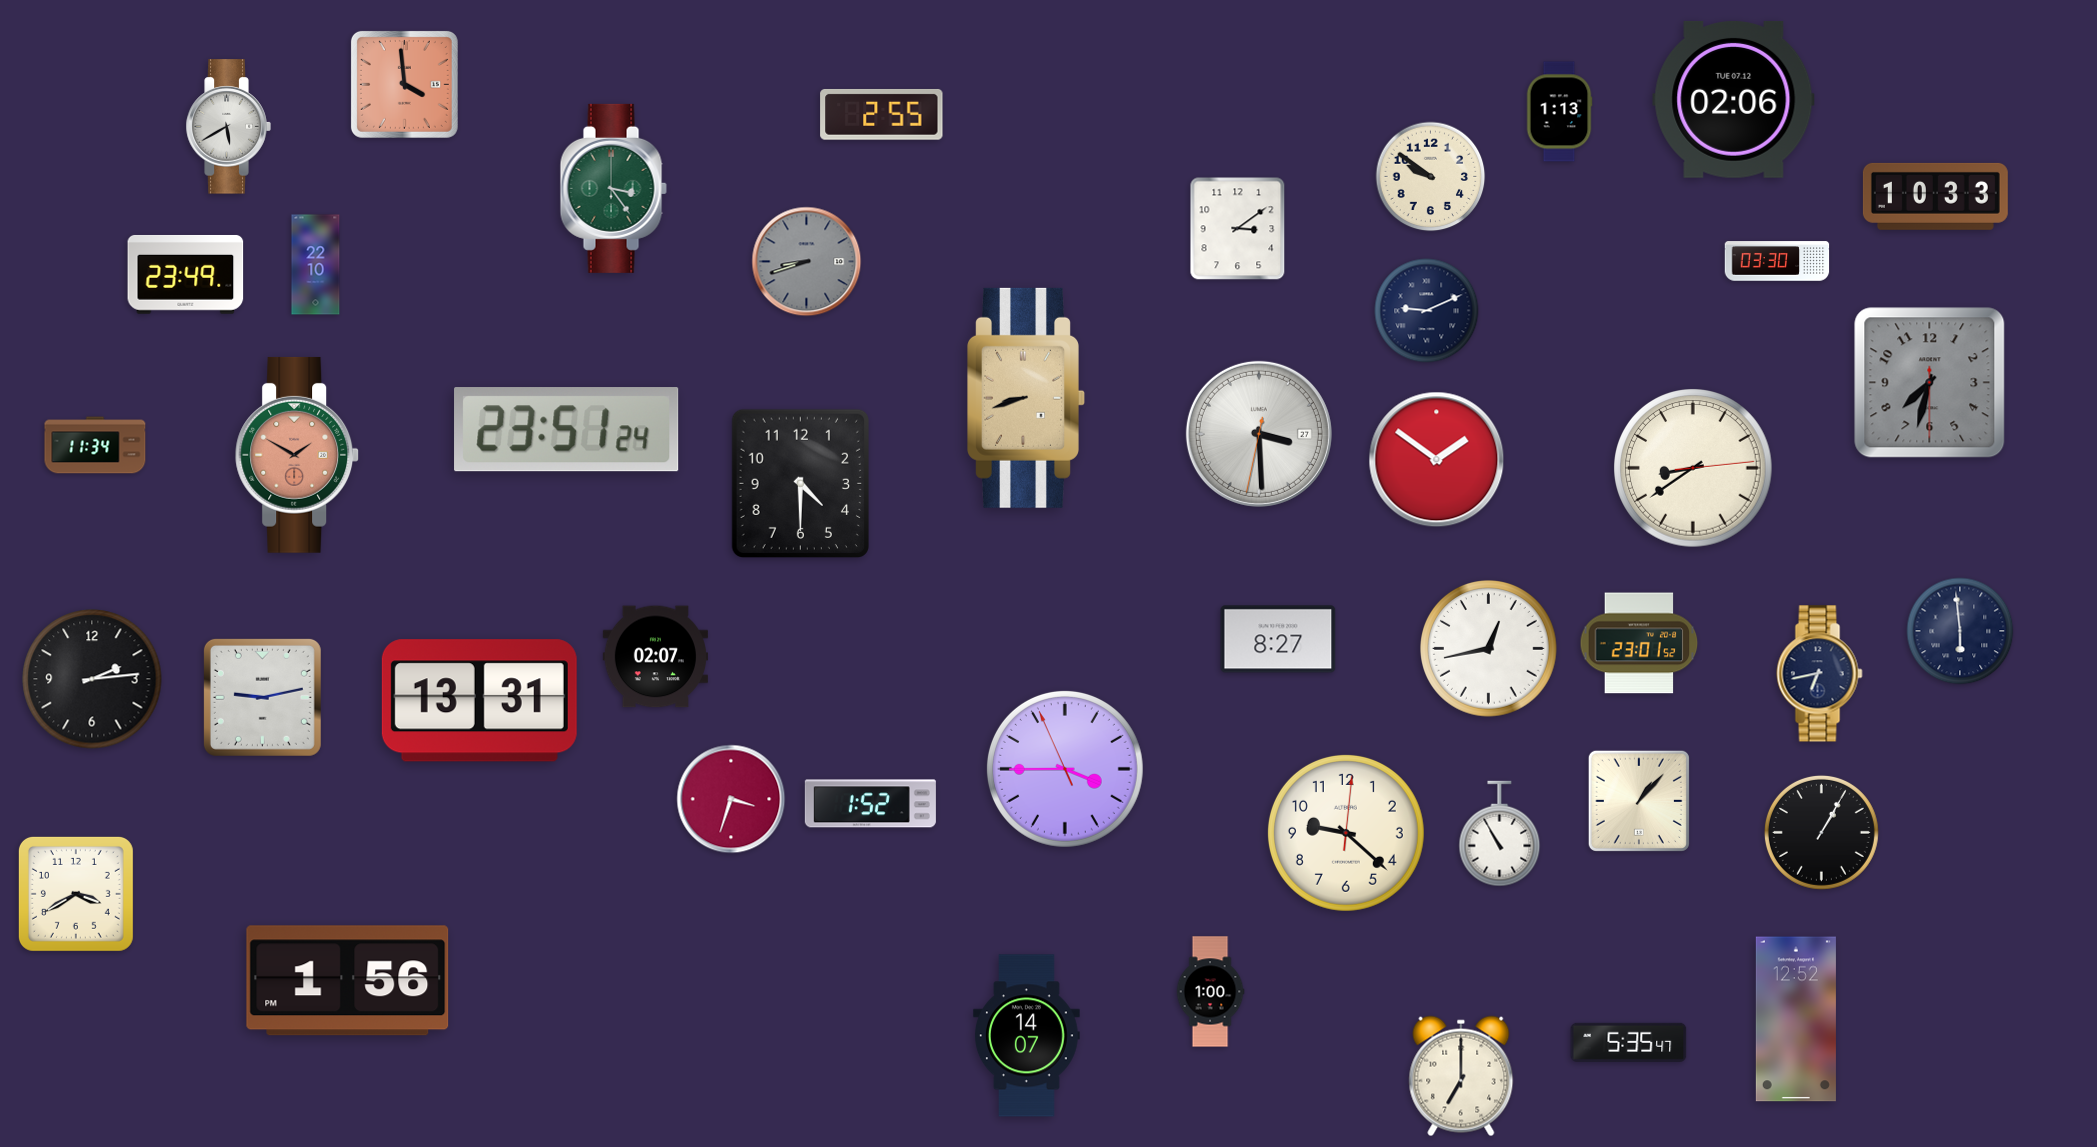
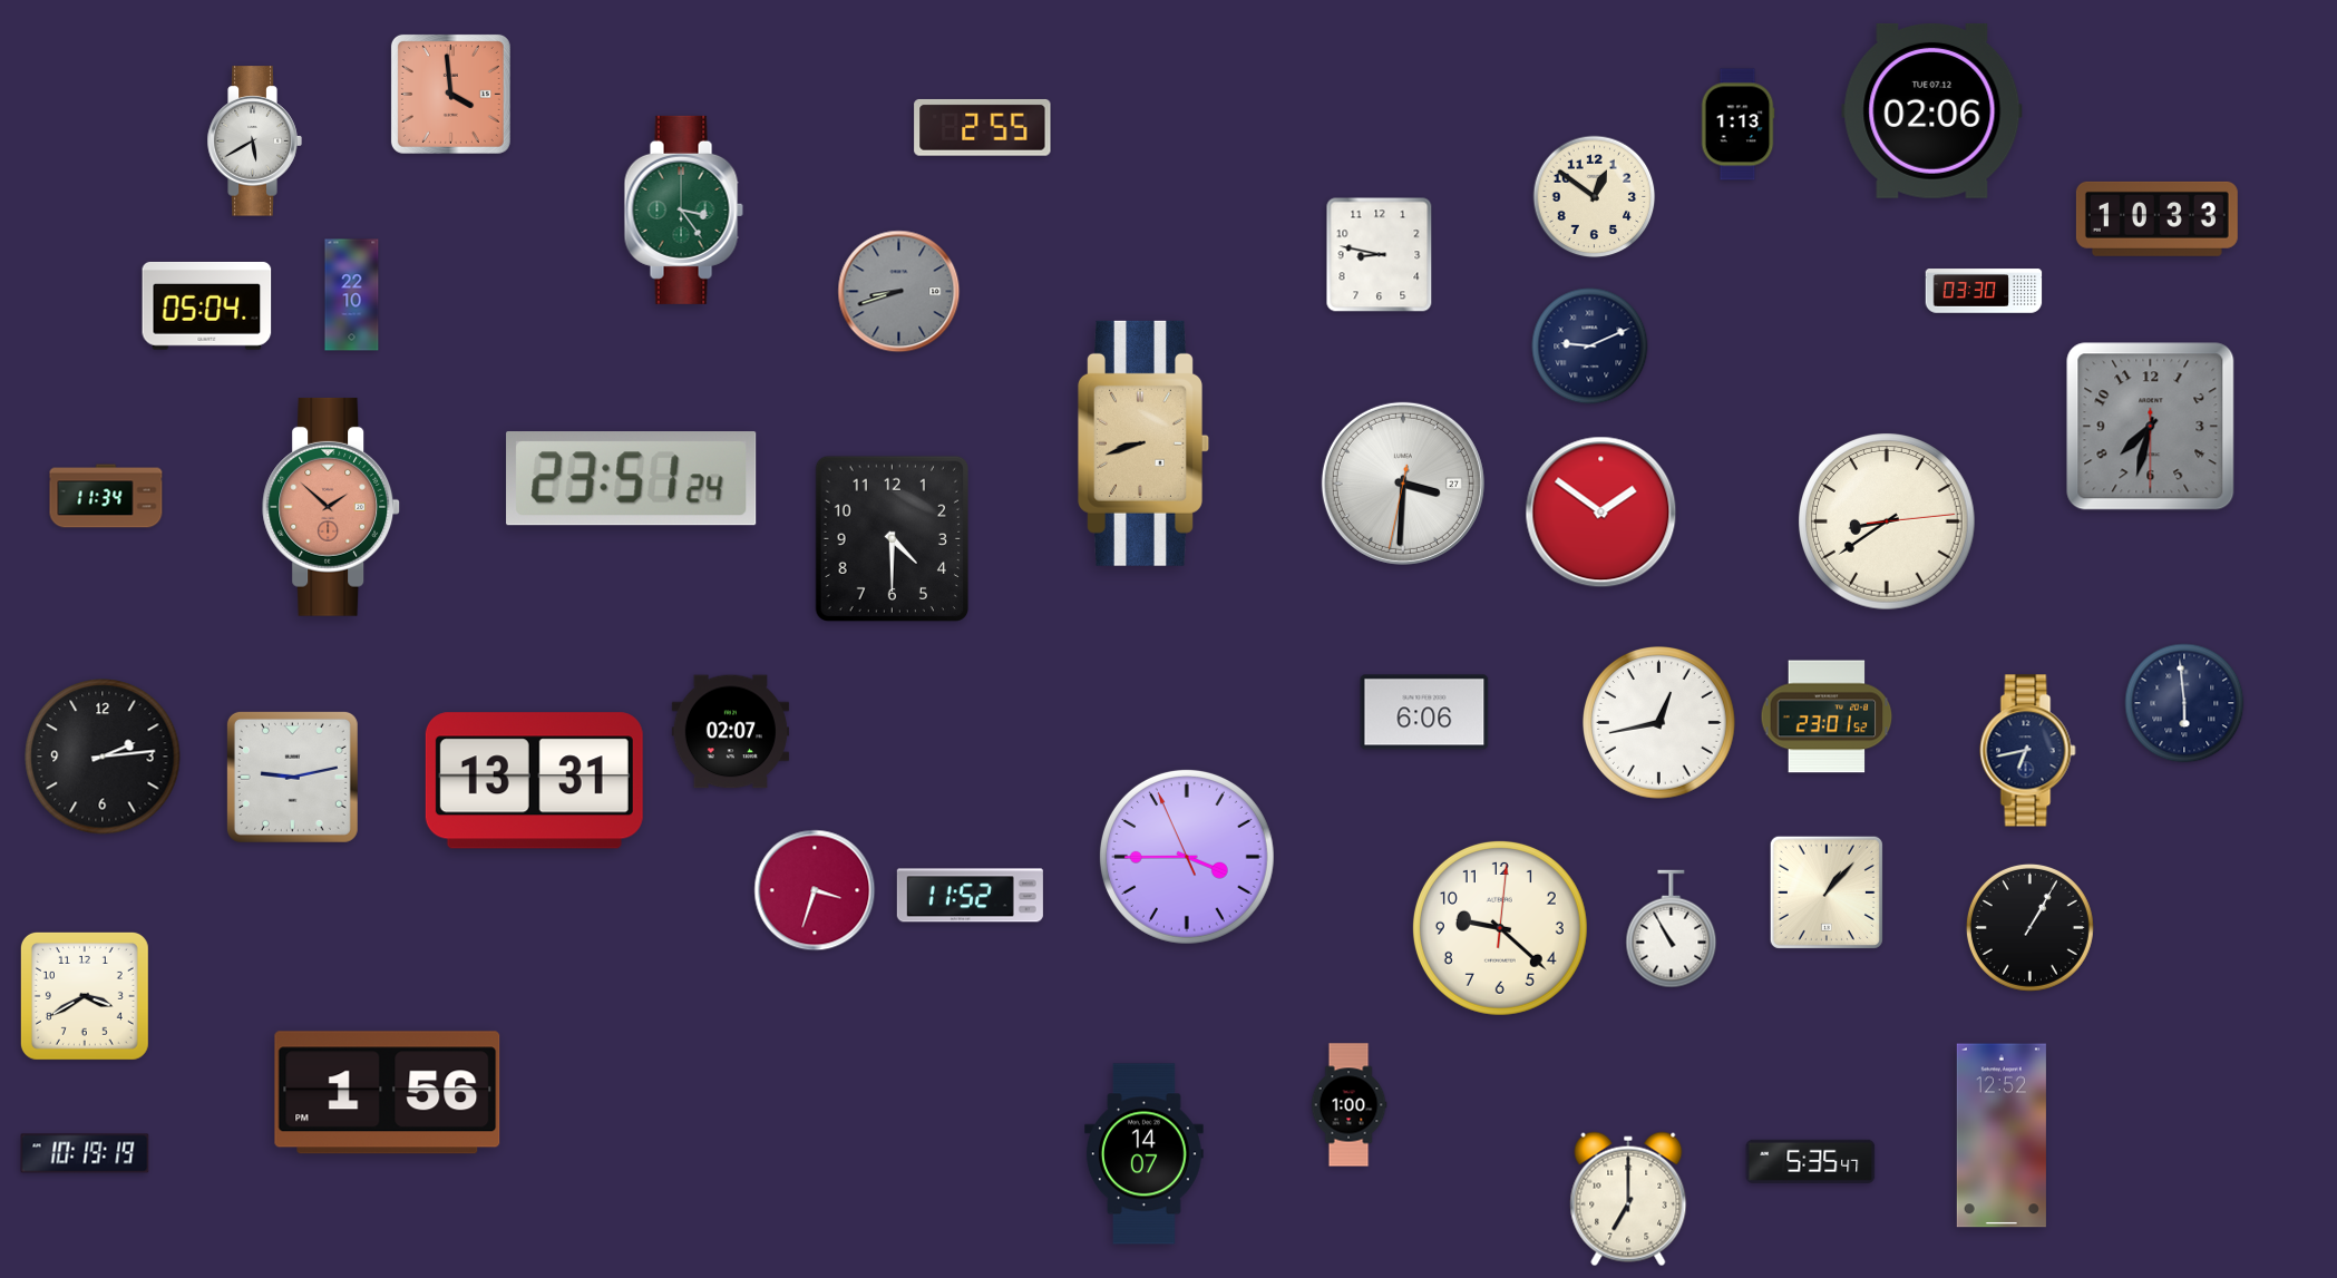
clock at (1431, 177): 9:51 -> 12:51
clock at (1238, 229): 3:09 -> 8:47
clock at (1777, 261) position: (1777, 261) -> (1984, 291)
clock at (186, 274): 23:49 -> 05:04
clock at (1259, 434): 3:29 -> 3:30
clock at (298, 455): 1:50 -> 1:52
clock at (1278, 639): 8:27 -> 6:06
clock at (870, 804): 1:52 -> 11:52
clock at (85, 1153): none -> 10:19
clock at (1629, 1042) position: (1629, 1042) -> (1811, 1161)
